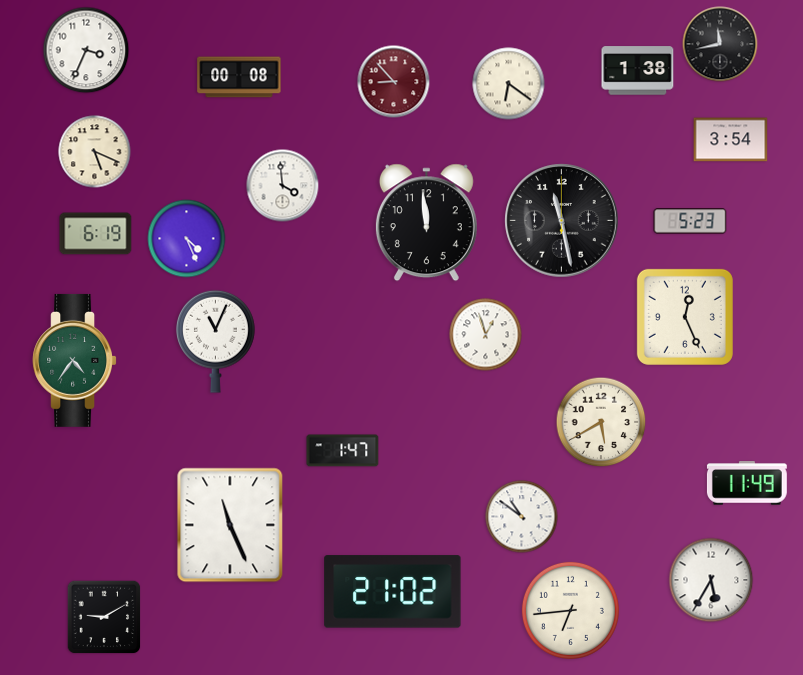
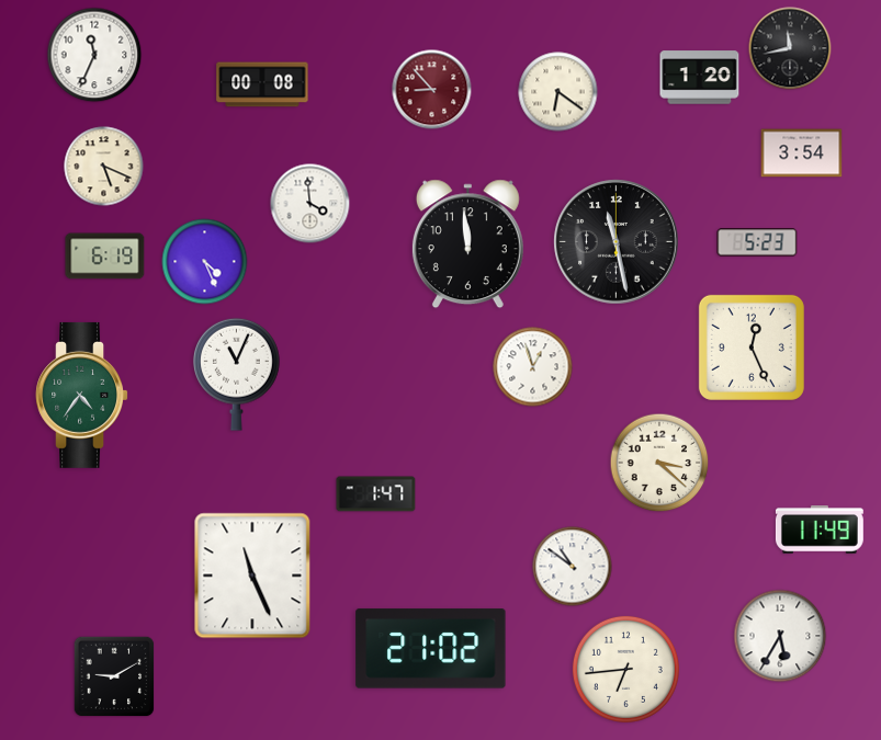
clock at (86, 50): 3:34 -> 11:34
clock at (638, 71): 1:38 -> 1:20
clock at (601, 422): 5:40 -> 3:22
